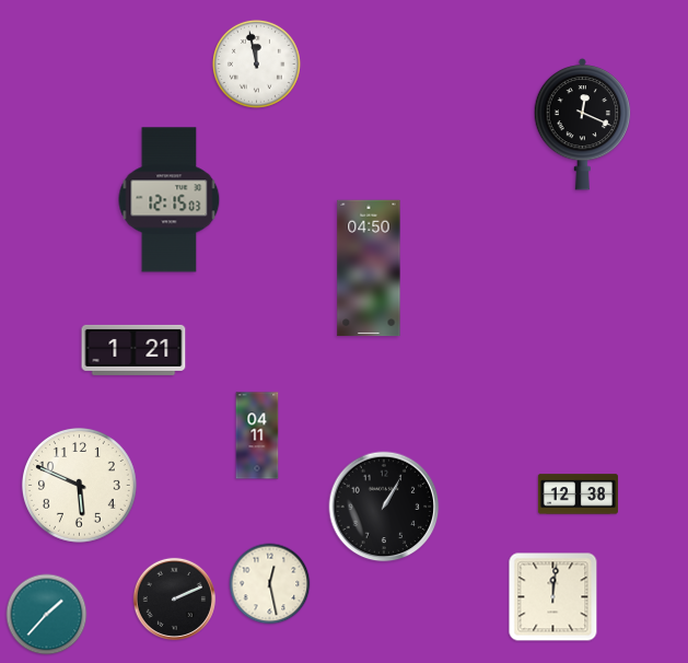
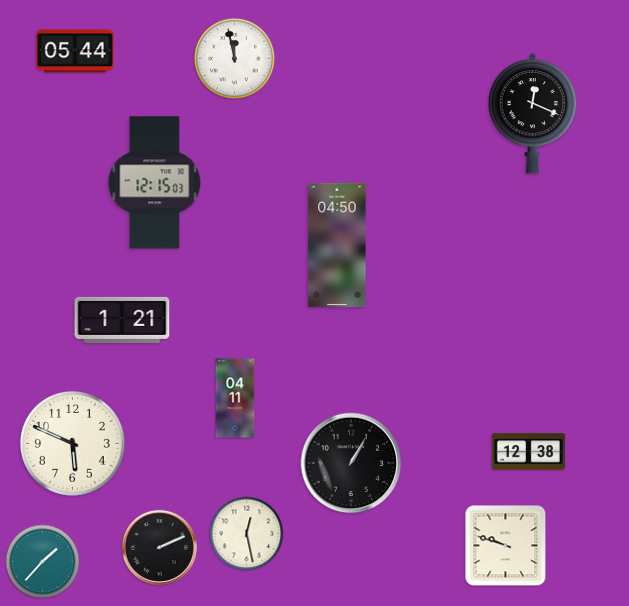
clock at (75, 51): none -> 05:44
clock at (553, 597): 12:01 -> 9:48
